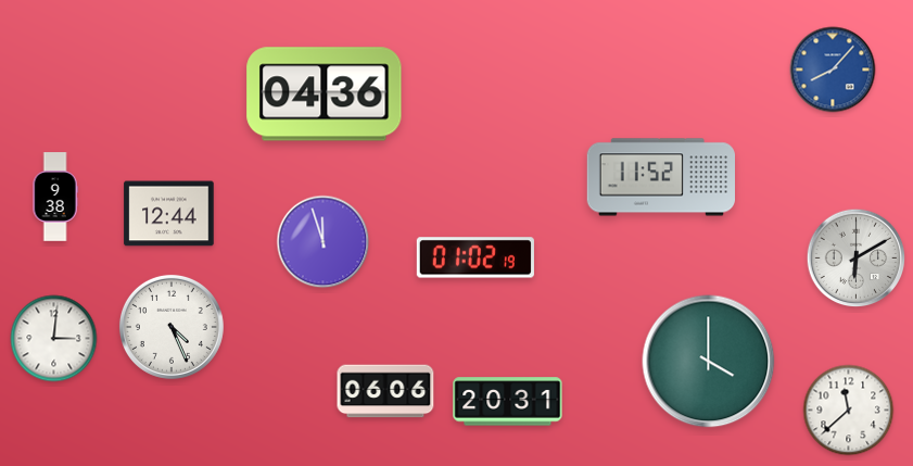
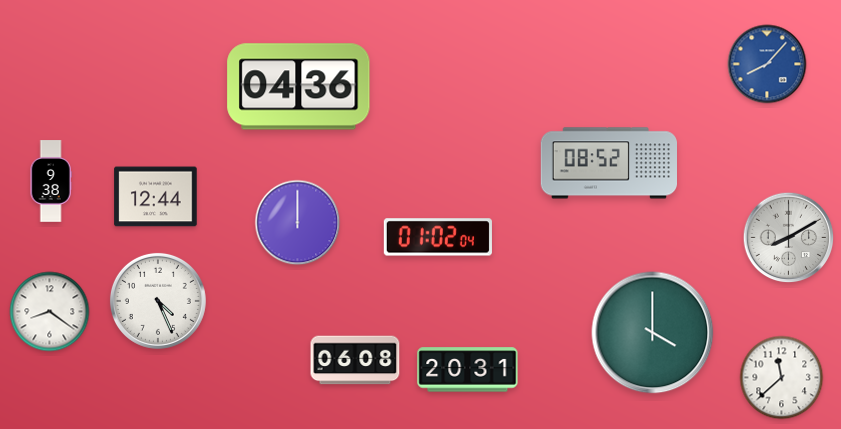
clock at (660, 177): 11:52 -> 08:52
clock at (324, 242): 11:57 -> 12:00
clock at (475, 257): 01:02:19 -> 01:02:04
clock at (857, 259): 6:10 -> 8:10
clock at (54, 339): 3:01 -> 8:21
clock at (385, 391): 06:06 -> 06:08
